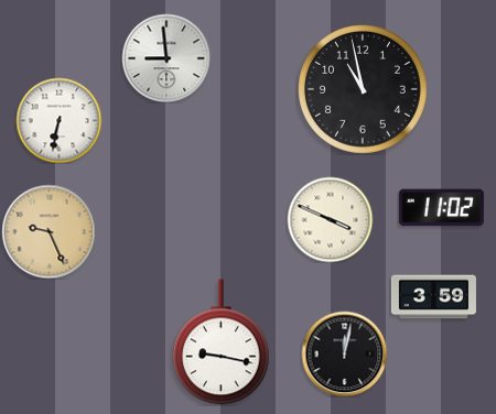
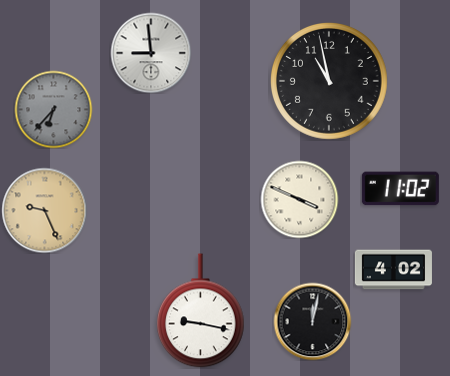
clock at (58, 120): 6:32 -> 6:37
clock at (58, 120) dial: white -> grey
clock at (433, 297): 3:59 -> 4:02
